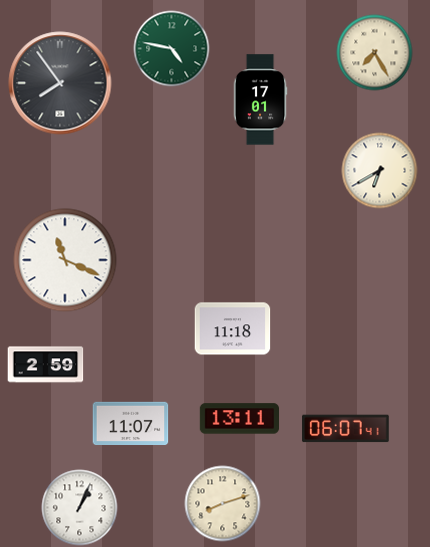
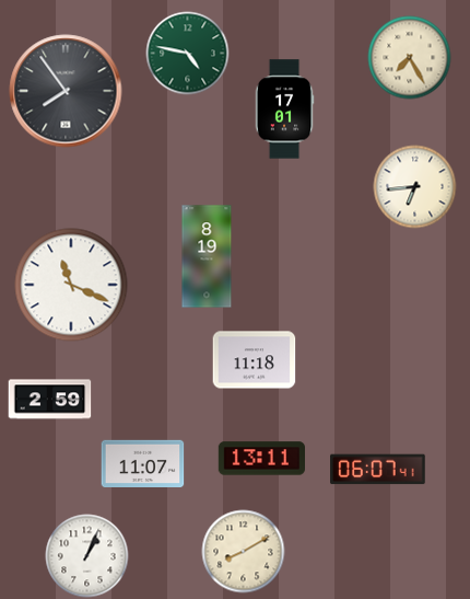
clock at (380, 171): 6:40 -> 6:44
clock at (207, 256): none -> 8:19
clock at (223, 504): 8:12 -> 8:10
